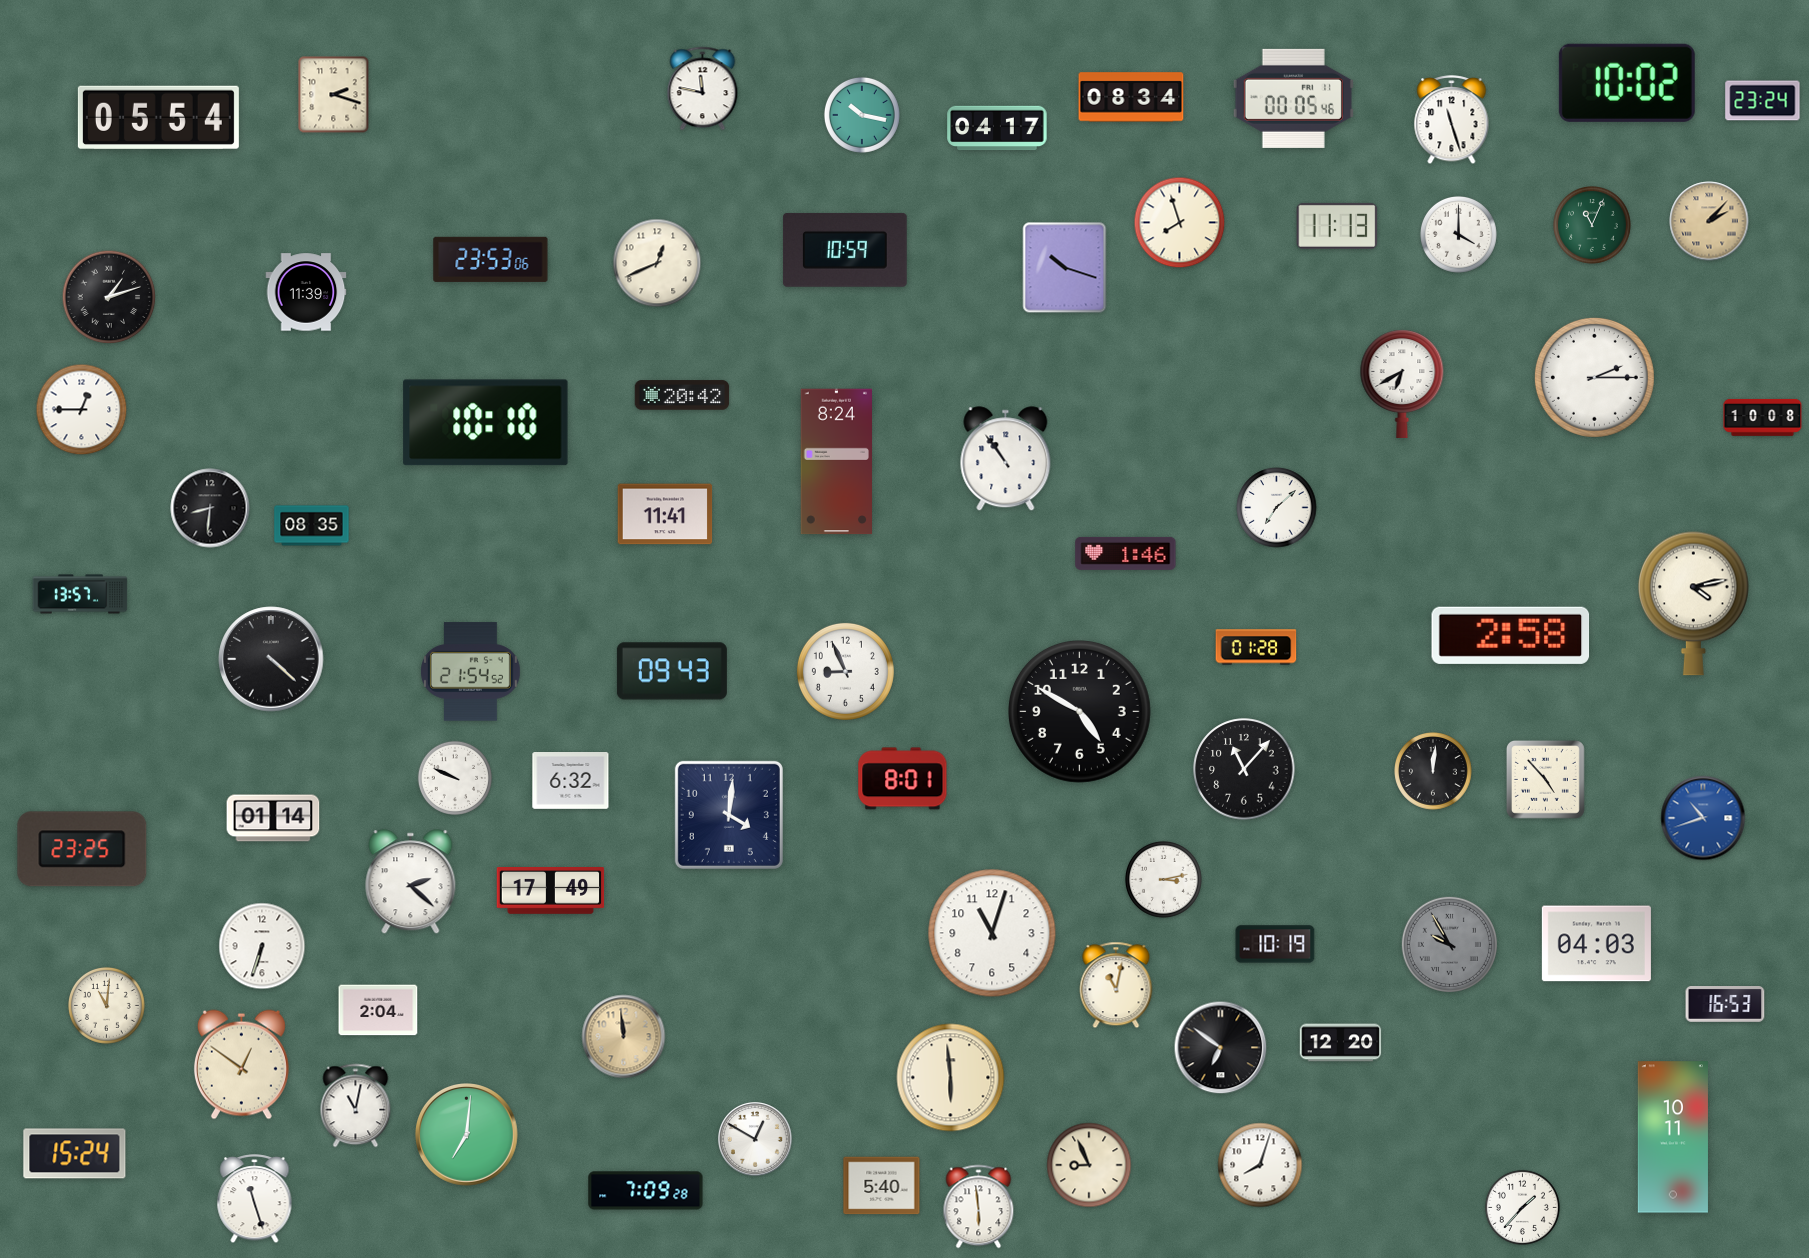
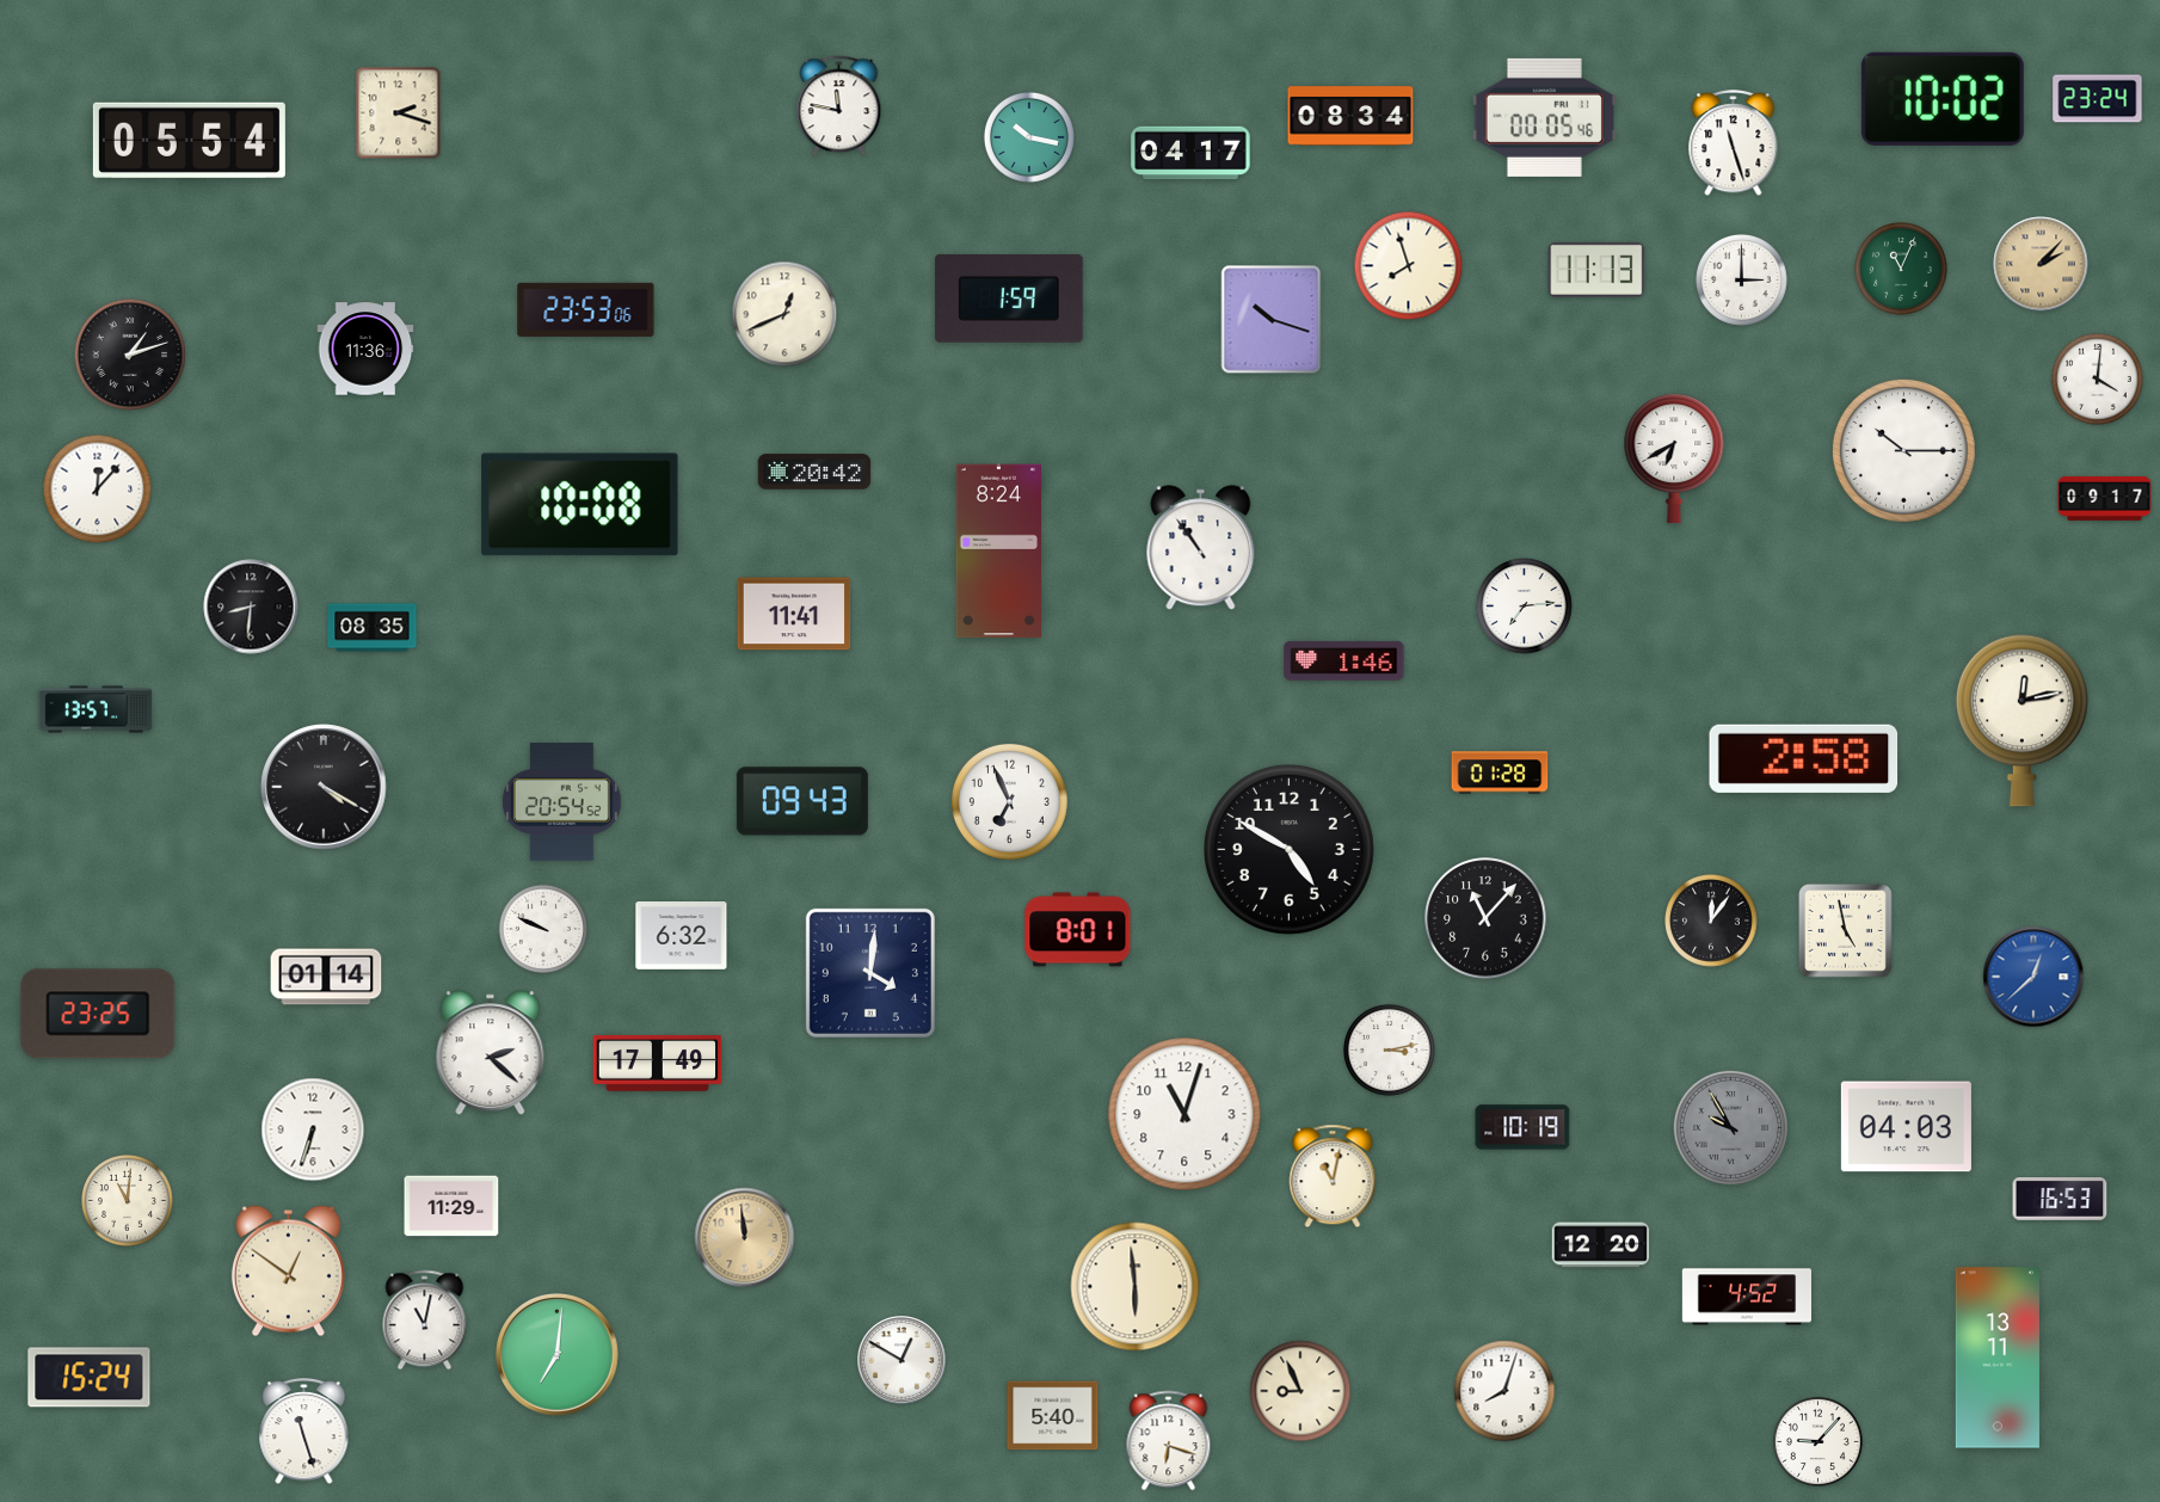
clock at (1763, 101) position: (1763, 101) -> (2098, 99)
clock at (1458, 234): 4:00 -> 3:00
clock at (845, 250): 10:59 -> 1:59
clock at (306, 292): 11:39 -> 11:36
clock at (2097, 378): none -> 4:01
clock at (1594, 377): 2:15 -> 10:15
clock at (82, 410): 12:45 -> 12:07
clock at (1763, 417): 10:08 -> 09:17
clock at (486, 423): 10:10 -> 10:08
clock at (1277, 508): 7:08 -> 7:14
clock at (1694, 603): 4:13 -> 12:13
clock at (271, 659): 4:22 -> 4:20
clock at (845, 671): 8:56 -> 6:56
clock at (470, 672): 21:54 -> 20:54
clock at (1434, 772): 12:01 -> 12:06
clock at (1546, 780): 4:53 -> 4:58
clock at (571, 781) position: (571, 781) -> (682, 936)
clock at (1703, 818): 10:42 -> 12:38
clock at (378, 1010): 2:04 -> 11:29
clock at (1221, 1048): 6:51 -> none
clock at (1746, 1297): none -> 4:52
clock at (1673, 1137): 10:11 -> 13:11
clock at (646, 1191): 7:09 -> none
clock at (979, 1207): 5:59 -> 6:18
clock at (1522, 1207): 1:37 -> 9:07
